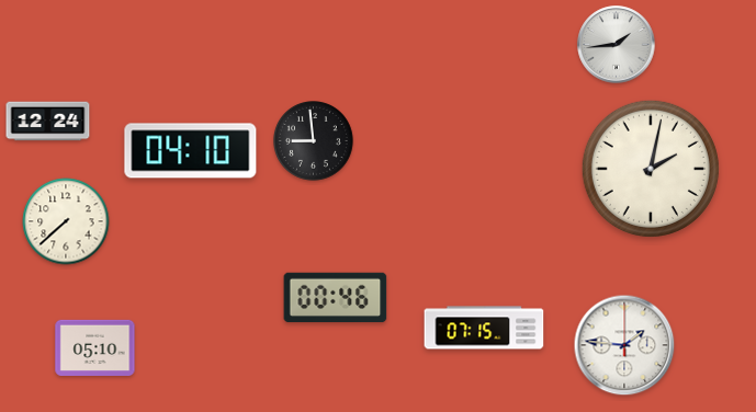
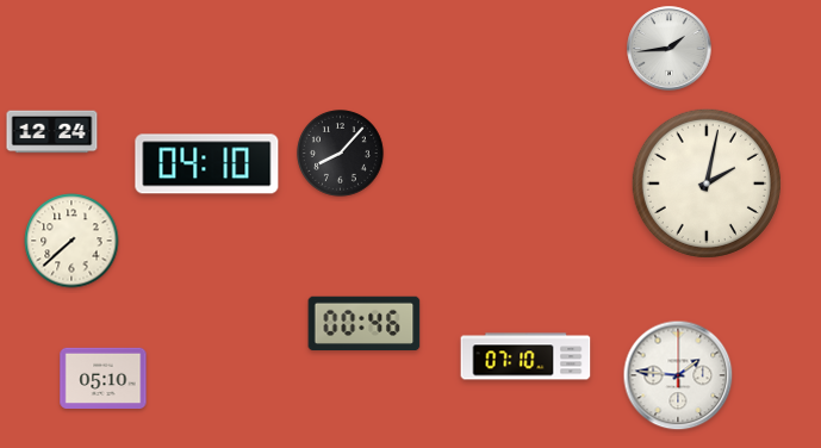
clock at (314, 141): 8:59 -> 8:07
clock at (484, 328): 07:15 -> 07:10
